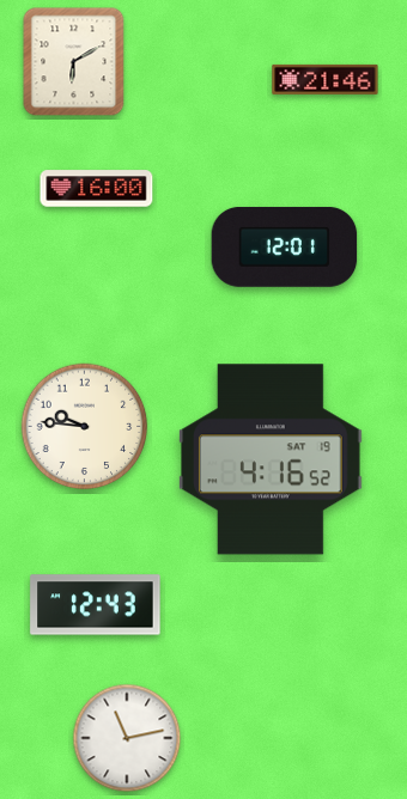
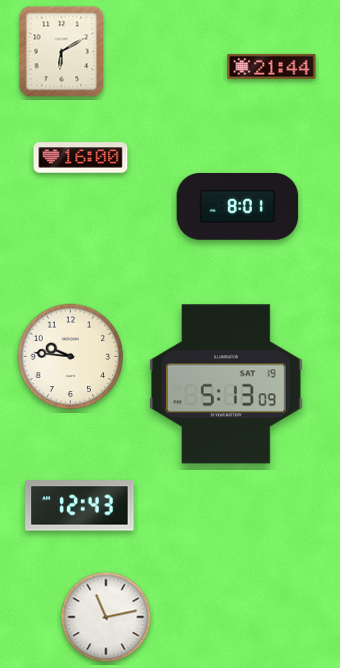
clock at (326, 79): 21:46 -> 21:44
clock at (285, 246): 12:01 -> 8:01
clock at (272, 459): 4:16 -> 5:13
